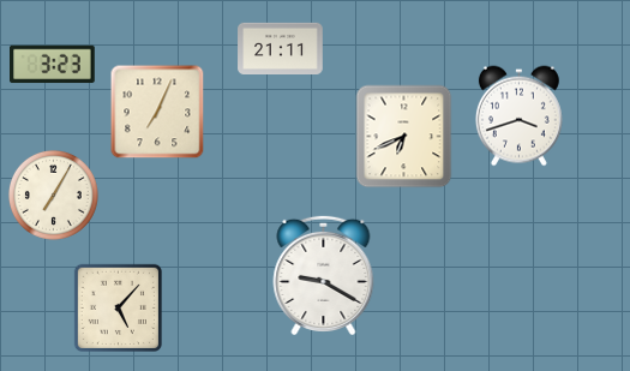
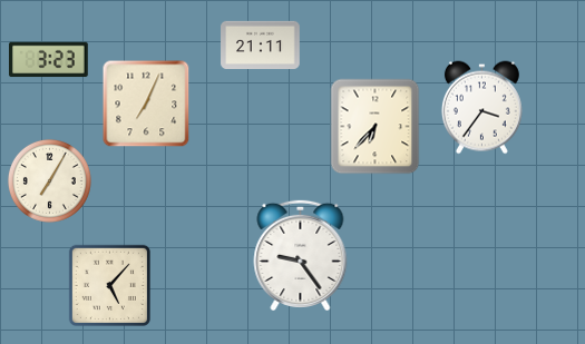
clock at (518, 116): 3:42 -> 3:36
clock at (404, 137): 6:41 -> 6:37
clock at (324, 274): 9:20 -> 9:24
